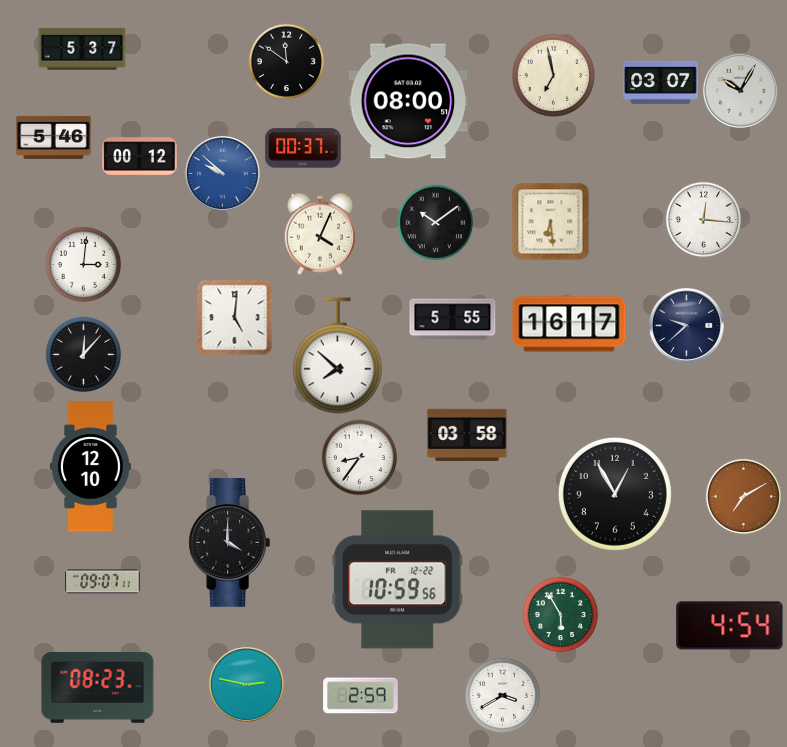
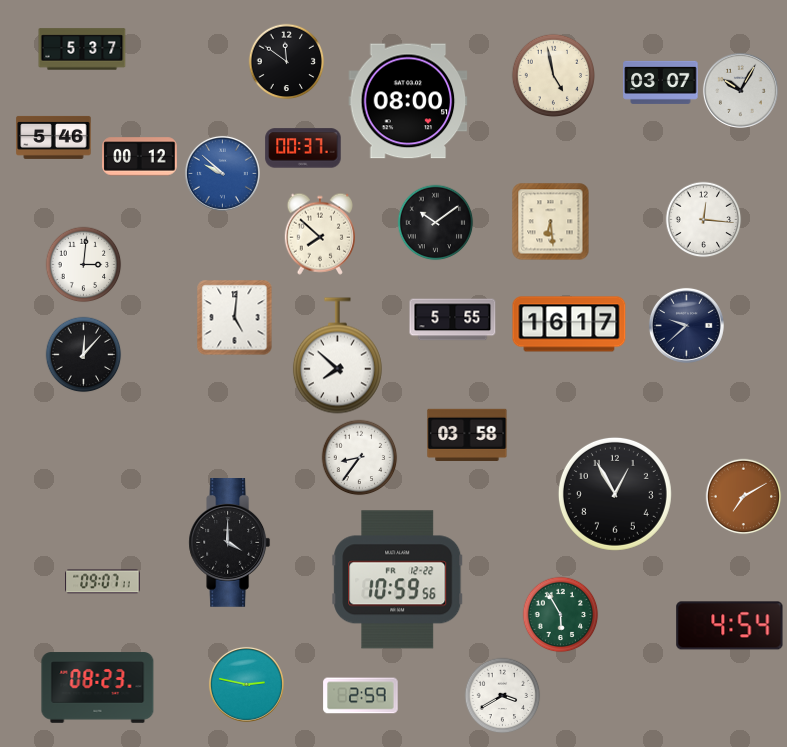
clock at (554, 76): 6:58 -> 4:58
clock at (319, 234): 4:04 -> 7:52
clock at (90, 467): 12:10 -> none
